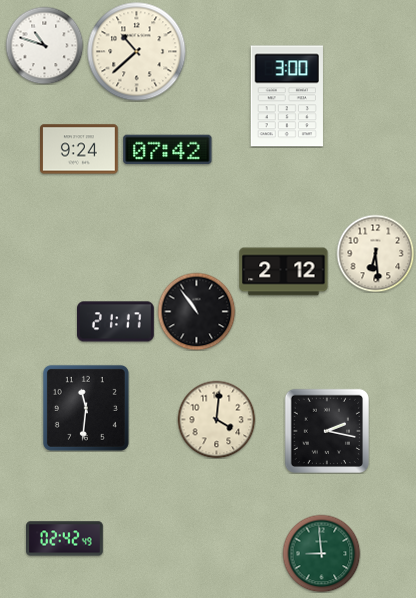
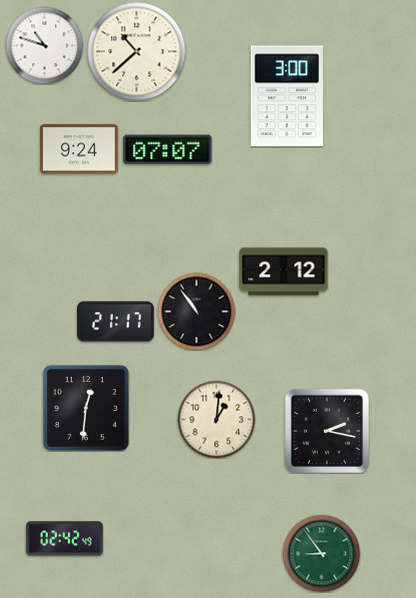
clock at (168, 150): 07:42 -> 07:07
clock at (375, 253): 6:29 -> none
clock at (86, 408): 11:31 -> 12:31
clock at (216, 419): 4:01 -> 1:01
clock at (321, 553): 8:59 -> 8:54
